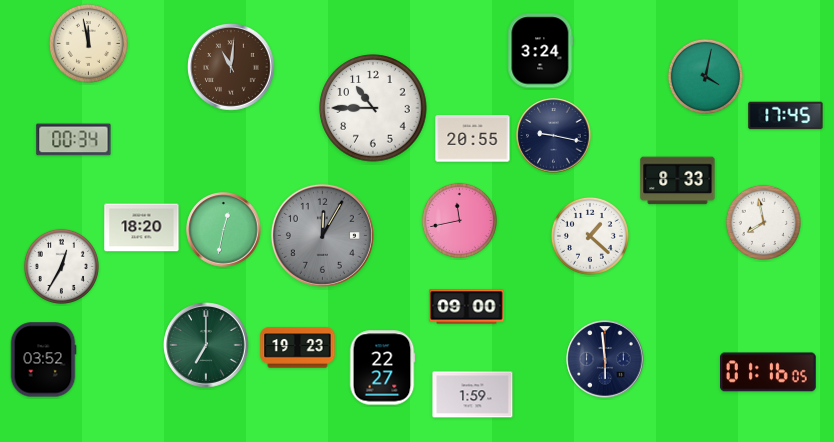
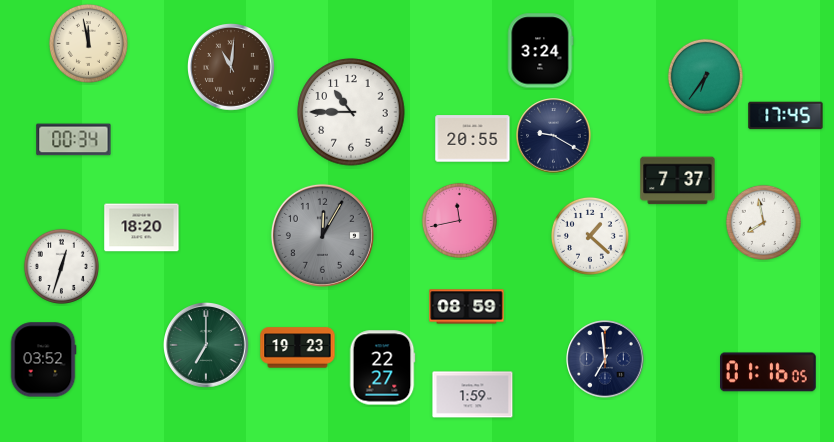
clock at (705, 76): 4:02 -> 6:36
clock at (373, 108) position: (373, 108) -> (351, 112)
clock at (554, 136): 9:17 -> 9:20
clock at (678, 181): 8:33 -> 7:37
clock at (224, 230): 12:32 -> none
clock at (61, 266): 12:35 -> 12:33
clock at (467, 307): 09:00 -> 08:59
clock at (605, 359): 5:59 -> 6:59
